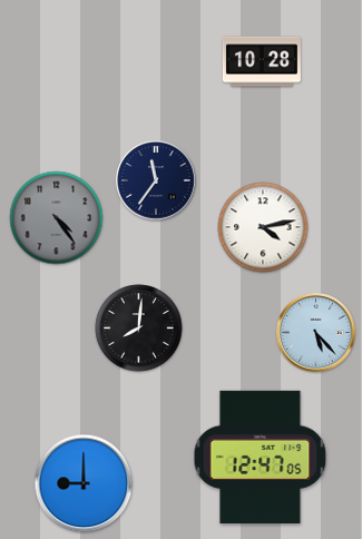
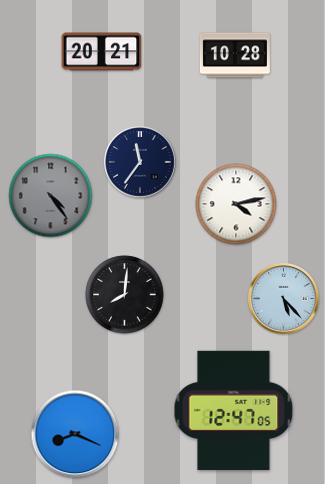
clock at (102, 52): none -> 20:21
clock at (84, 483): 9:00 -> 8:19
